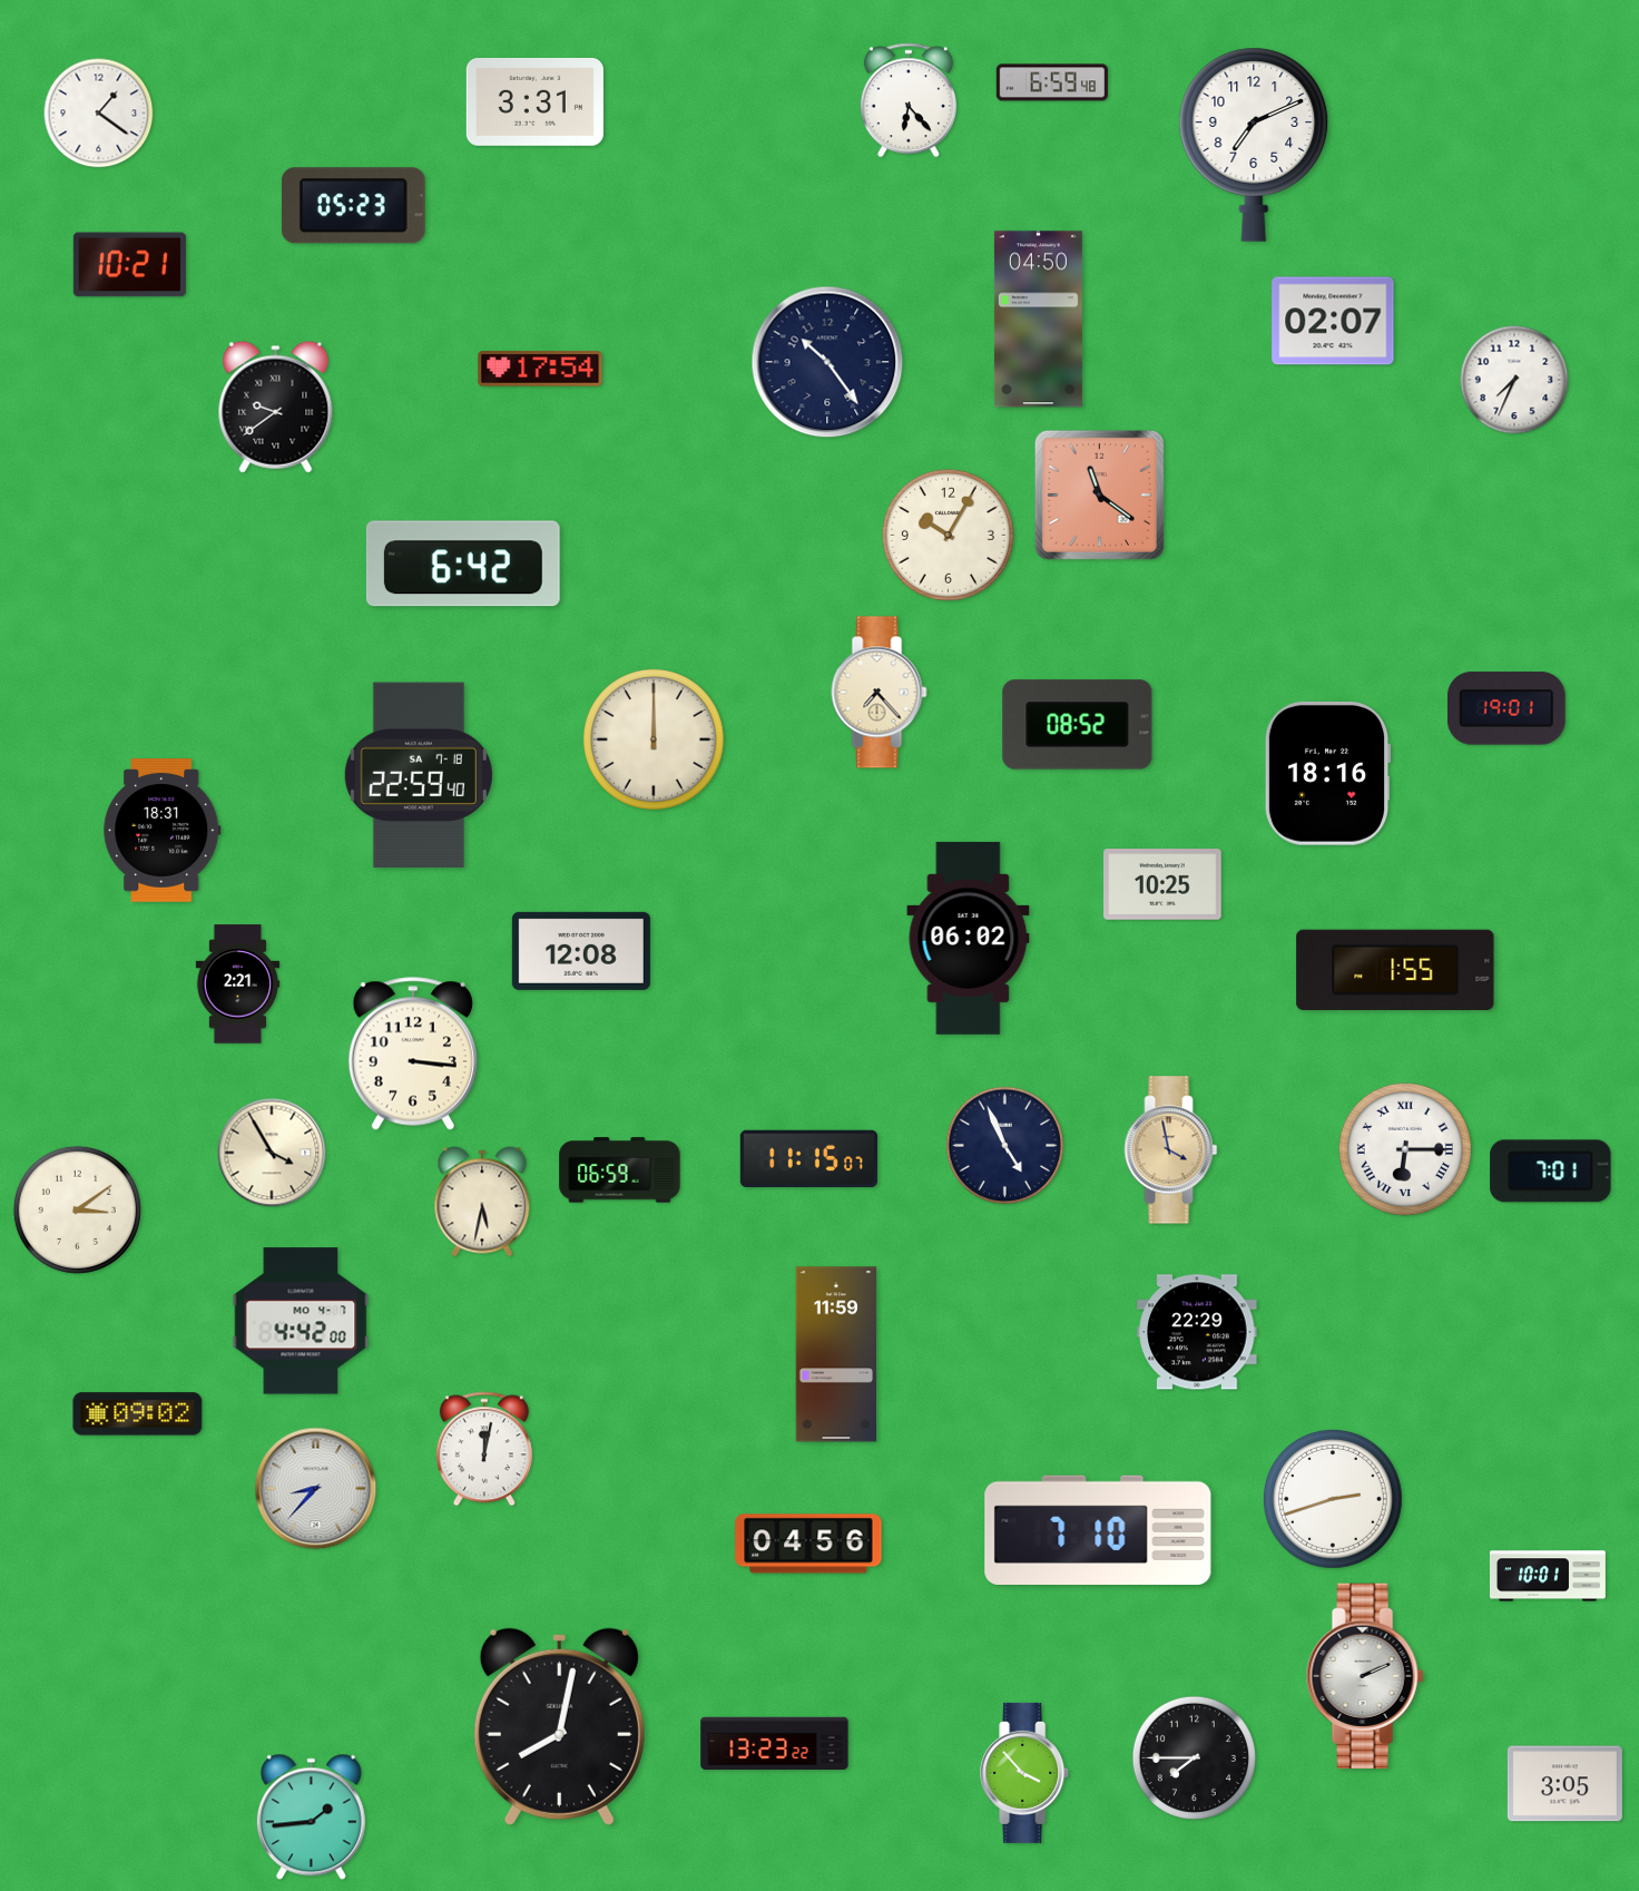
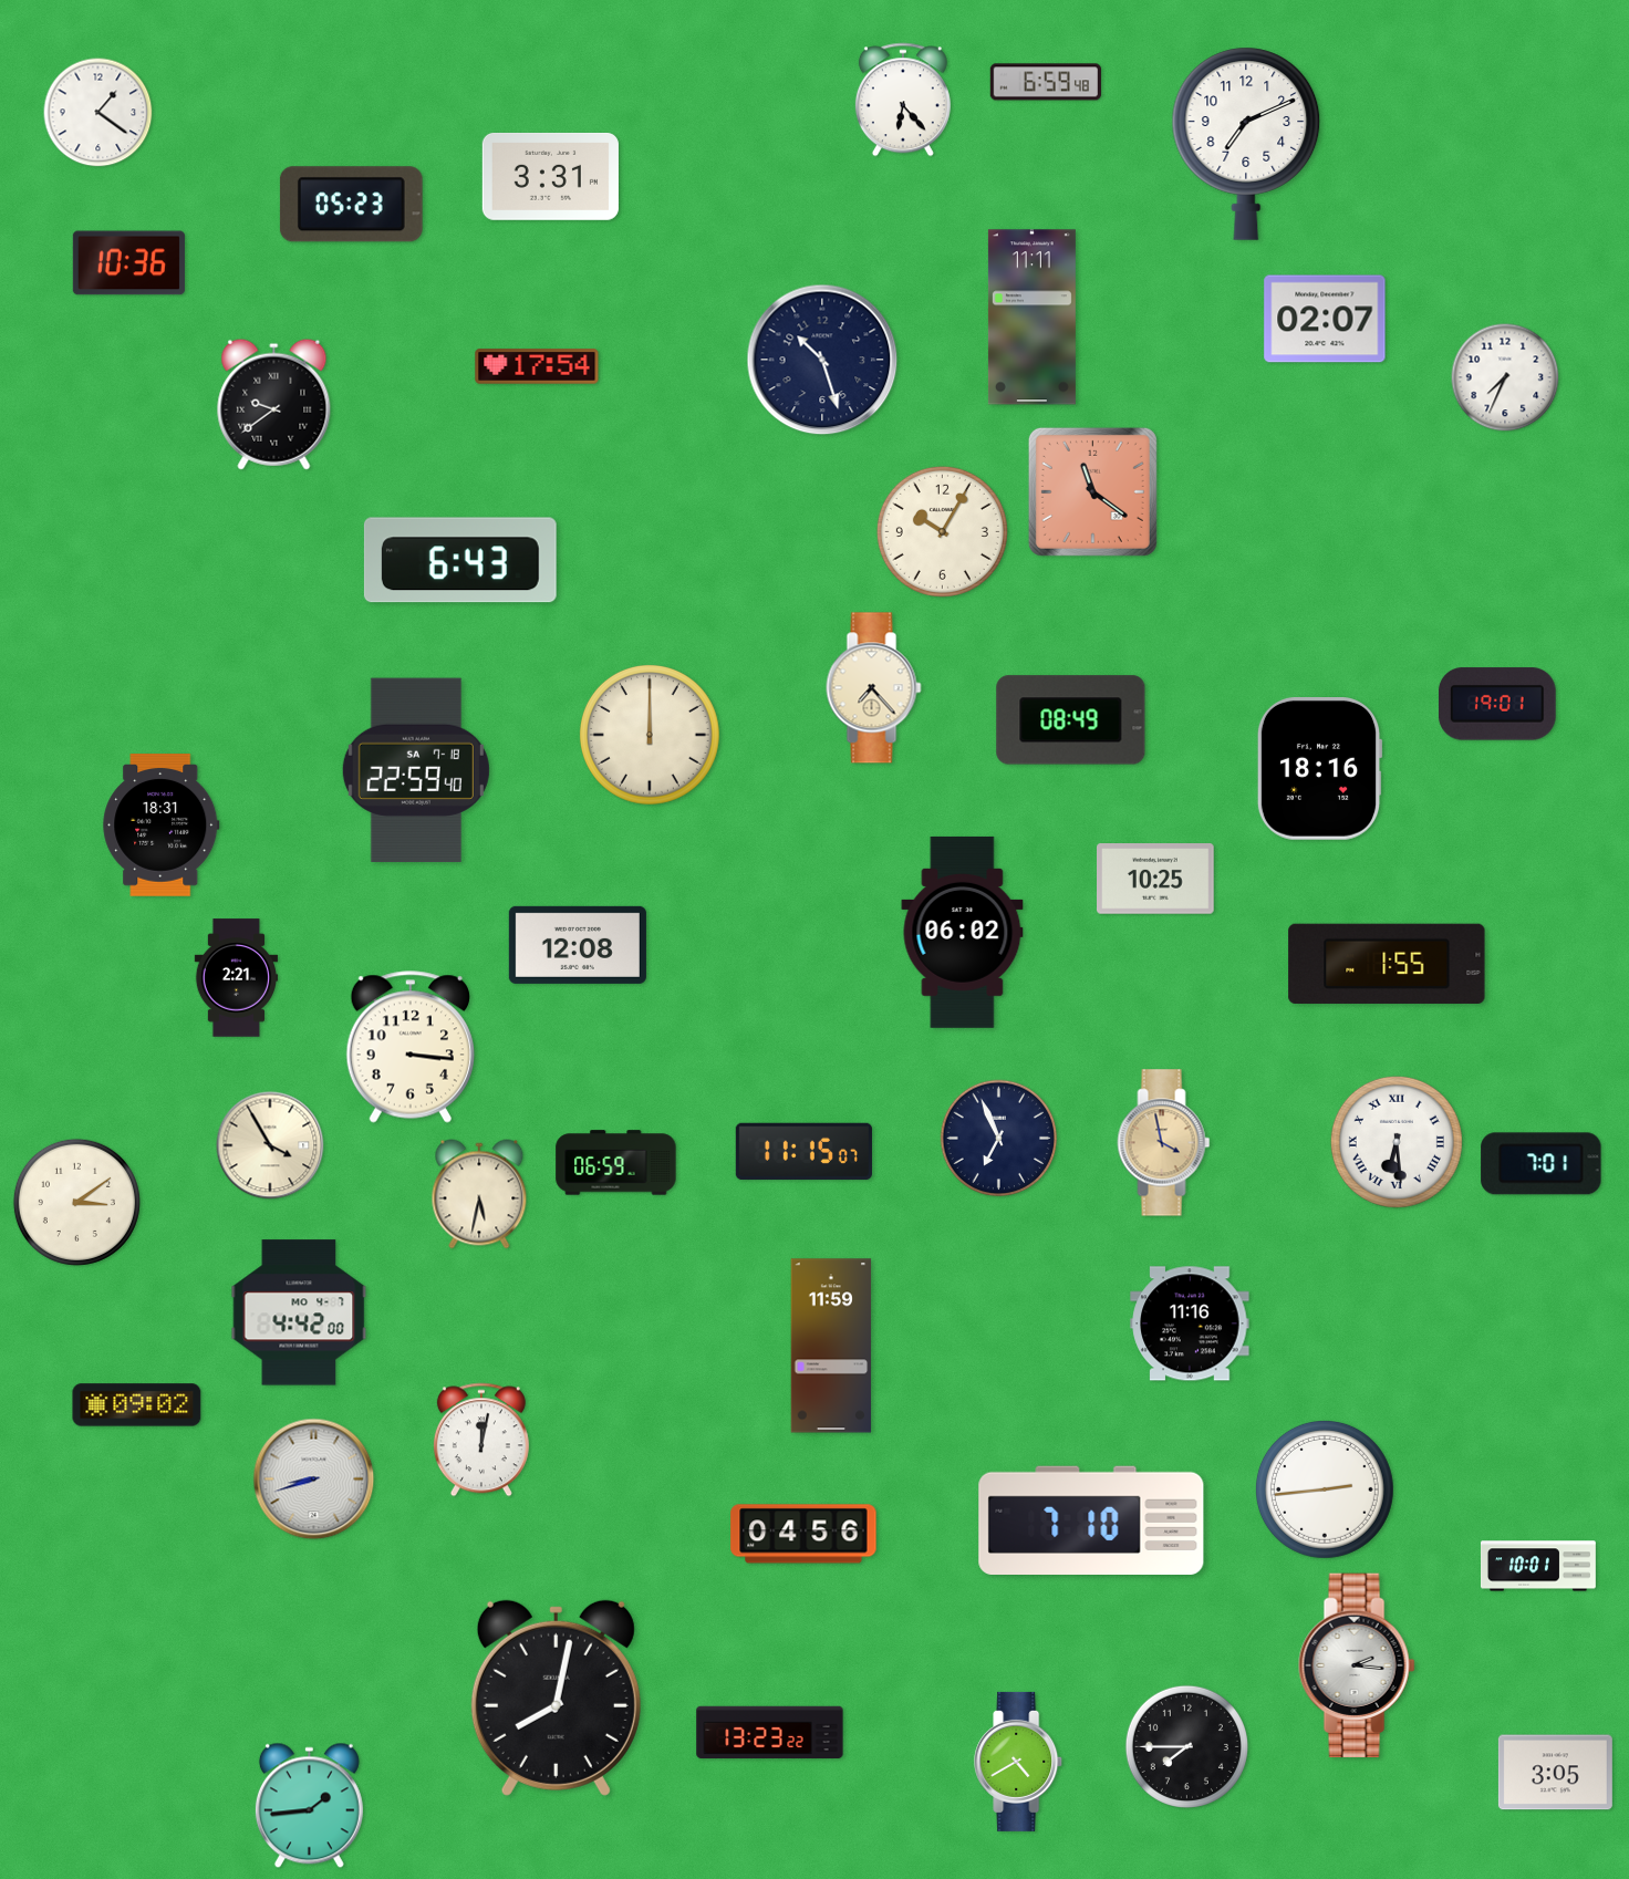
clock at (534, 101) position: (534, 101) -> (550, 176)
clock at (129, 265): 10:21 -> 10:36
clock at (1038, 320): 04:50 -> 11:11
clock at (827, 362): 10:24 -> 10:27
clock at (463, 564): 6:42 -> 6:43
clock at (1078, 725): 08:52 -> 08:49
clock at (1005, 1146): 4:56 -> 6:56
clock at (1405, 1149): 6:15 -> 6:29
clock at (1197, 1332): 22:29 -> 11:16
clock at (316, 1489): 8:37 -> 8:42
clock at (1333, 1499): 2:42 -> 2:44
clock at (1365, 1676): 2:11 -> 2:16
clock at (559, 1726) position: (559, 1726) -> (556, 1698)
clock at (1025, 1773): 3:53 -> 4:40
